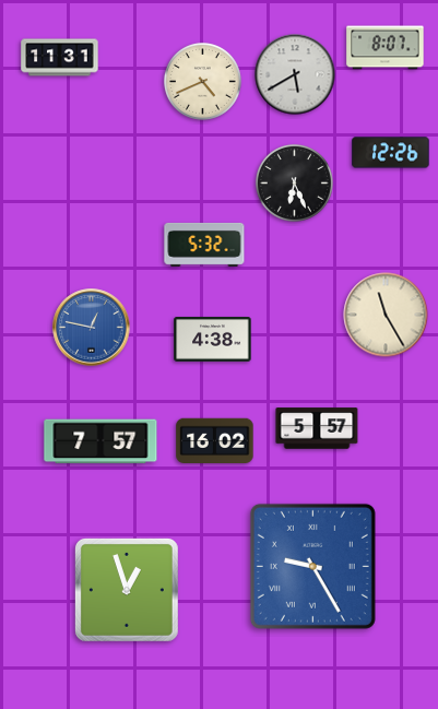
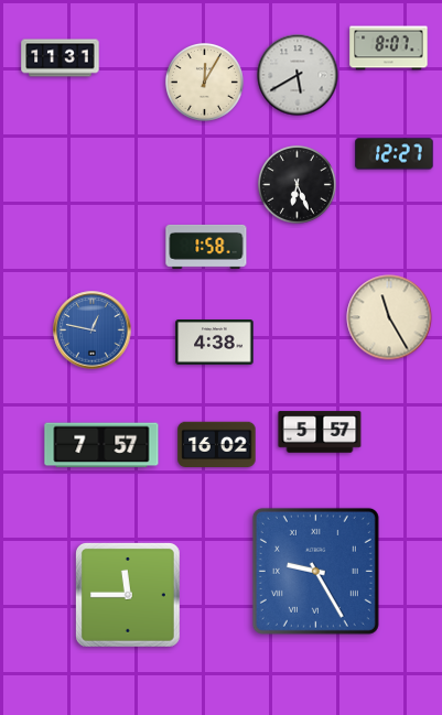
clock at (202, 81): 4:41 -> 12:05
clock at (391, 153): 12:26 -> 12:27
clock at (204, 245): 5:32 -> 1:58
clock at (127, 590): 12:57 -> 11:45
